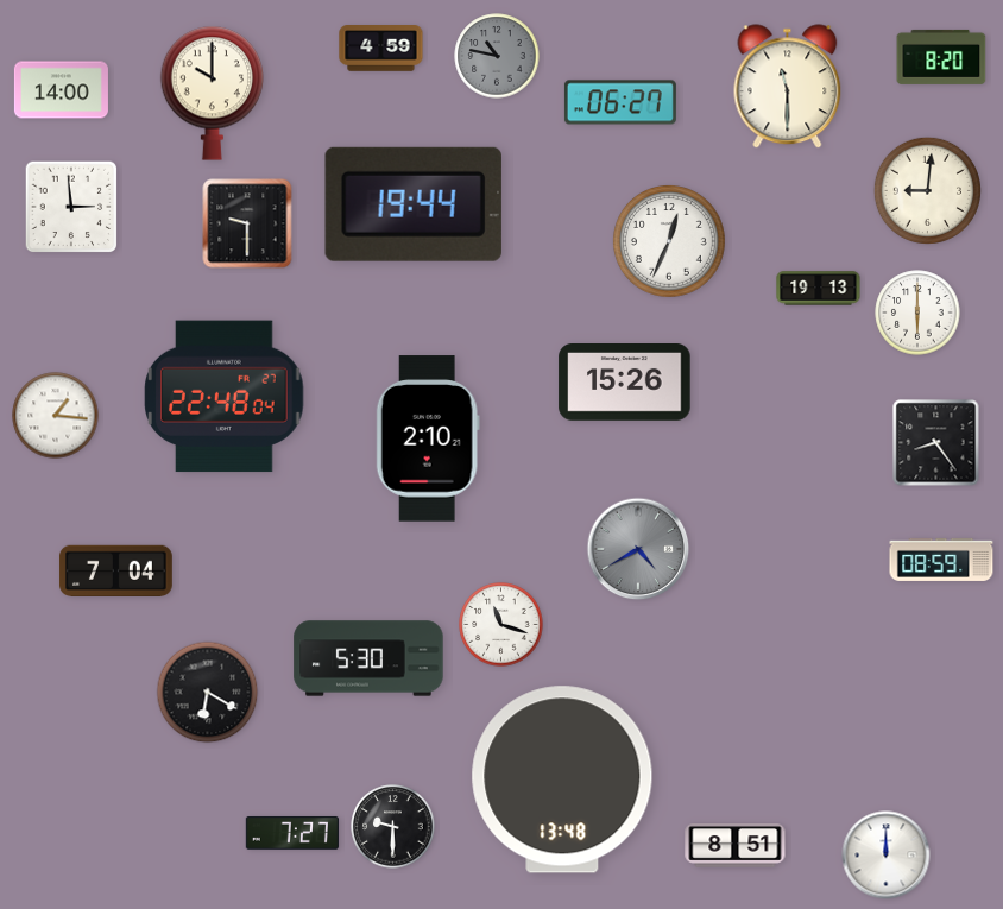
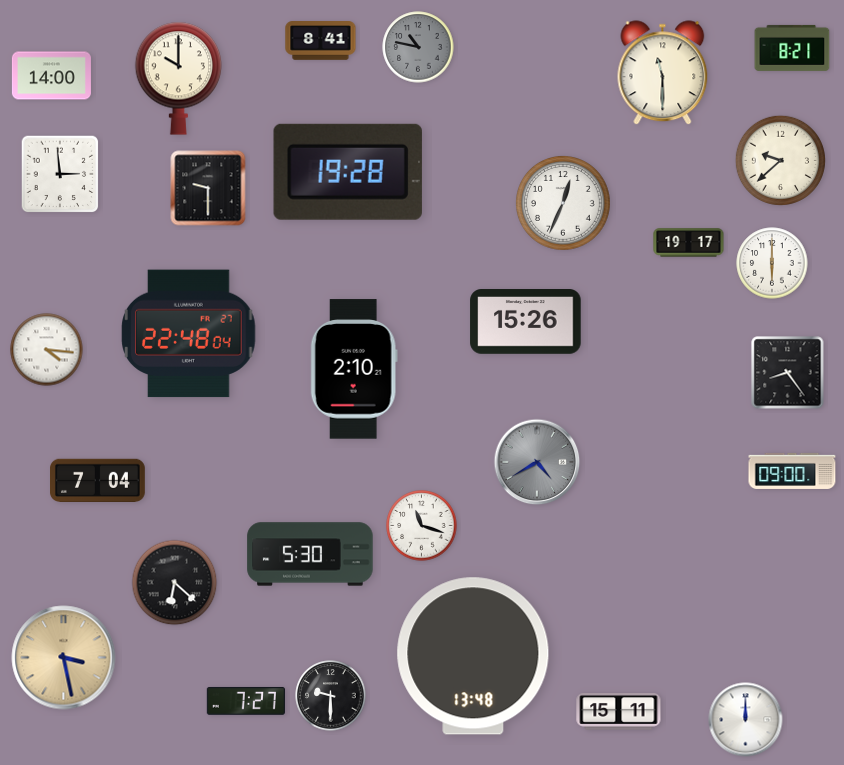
clock at (381, 49): 4:59 -> 8:41
clock at (941, 57): 8:20 -> 8:21
clock at (620, 102): 06:27 -> none
clock at (927, 190): 9:01 -> 9:38
clock at (414, 204): 19:44 -> 19:28
clock at (819, 289): 19:13 -> 19:17
clock at (56, 416): 1:16 -> 4:16
clock at (428, 438) position: (428, 438) -> (354, 369)
clock at (941, 560): 08:59 -> 09:00
clock at (208, 693): 6:20 -> 6:22
clock at (64, 658): none -> 3:28
clock at (736, 846): 8:51 -> 15:11
